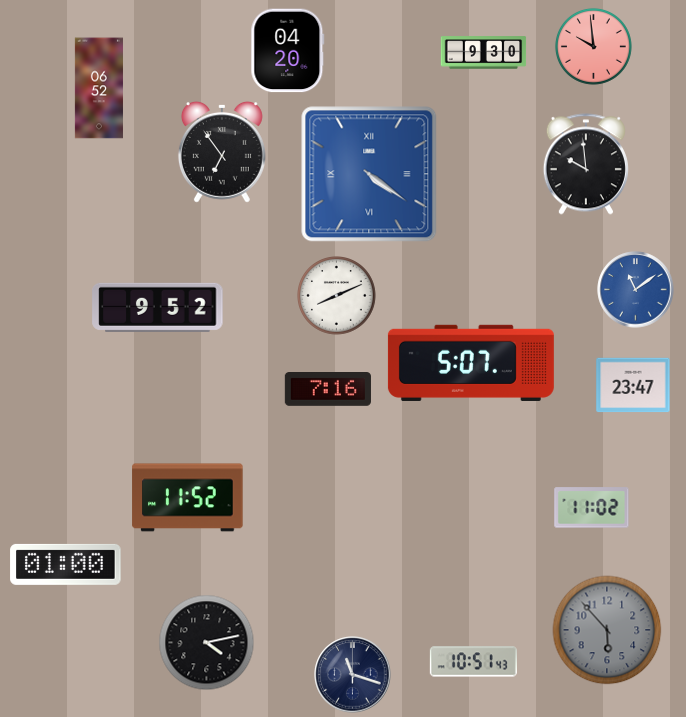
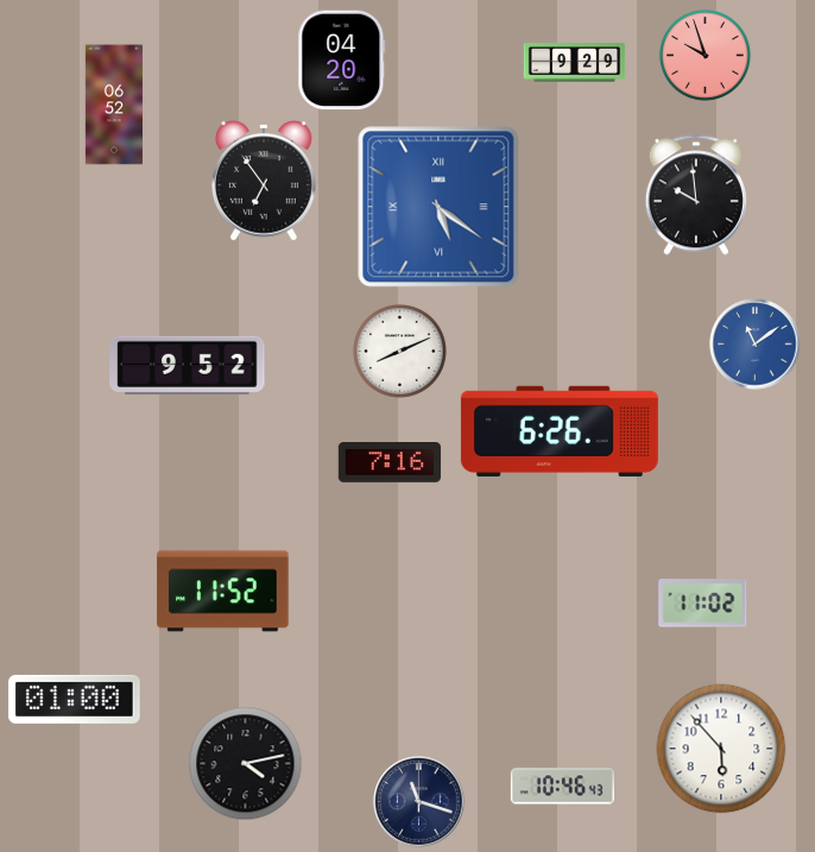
clock at (593, 46): 9:59 -> 9:57
clock at (484, 53): 9:30 -> 9:29
clock at (99, 88) position: (99, 88) -> (114, 105)
clock at (369, 174): 4:21 -> 5:21
clock at (471, 363): 5:07 -> 6:26
clock at (633, 385): 23:47 -> none
clock at (66, 564) position: (66, 564) -> (75, 699)
clock at (607, 630) dial: grey -> white
clock at (473, 662): 10:51 -> 10:46
